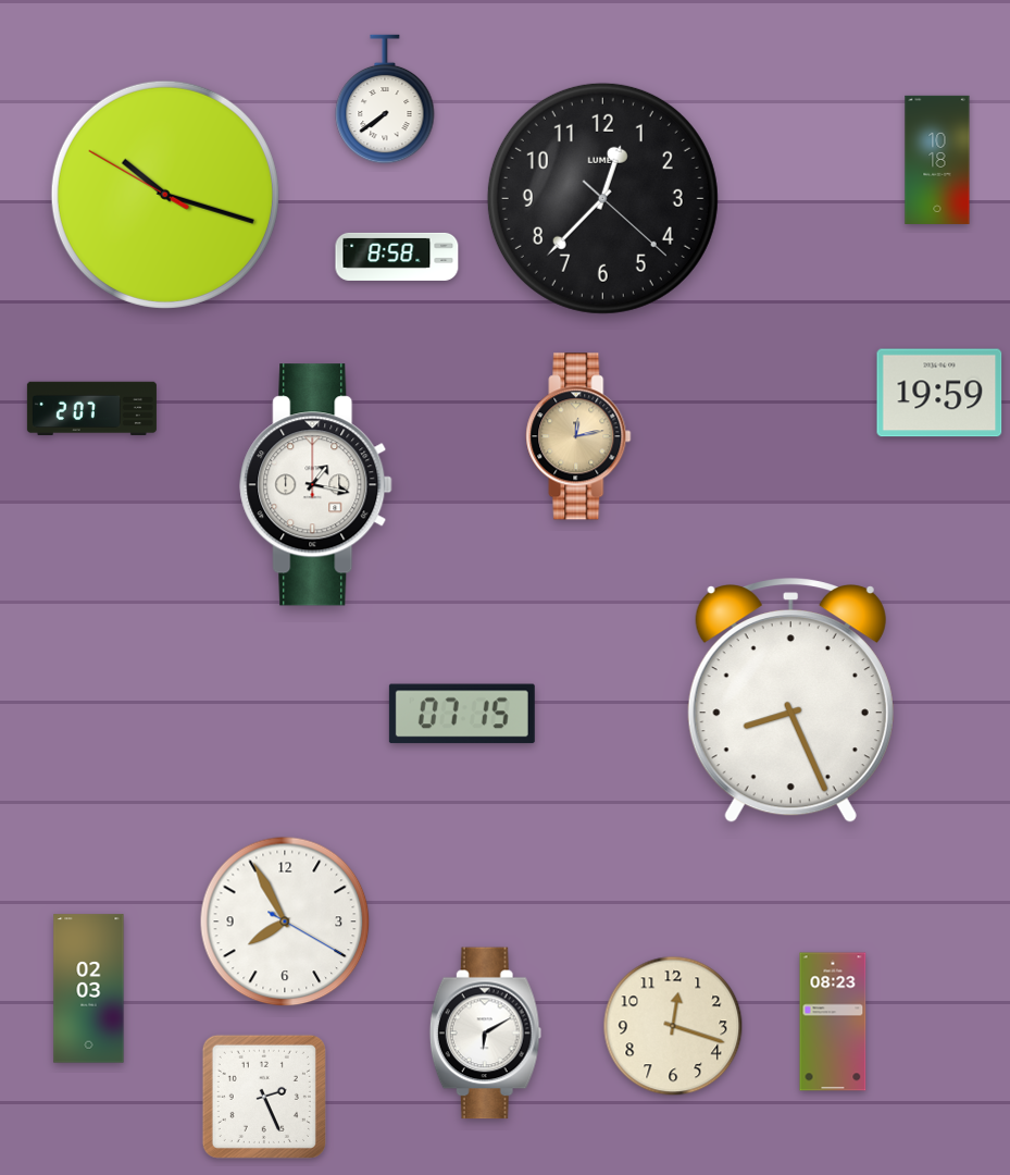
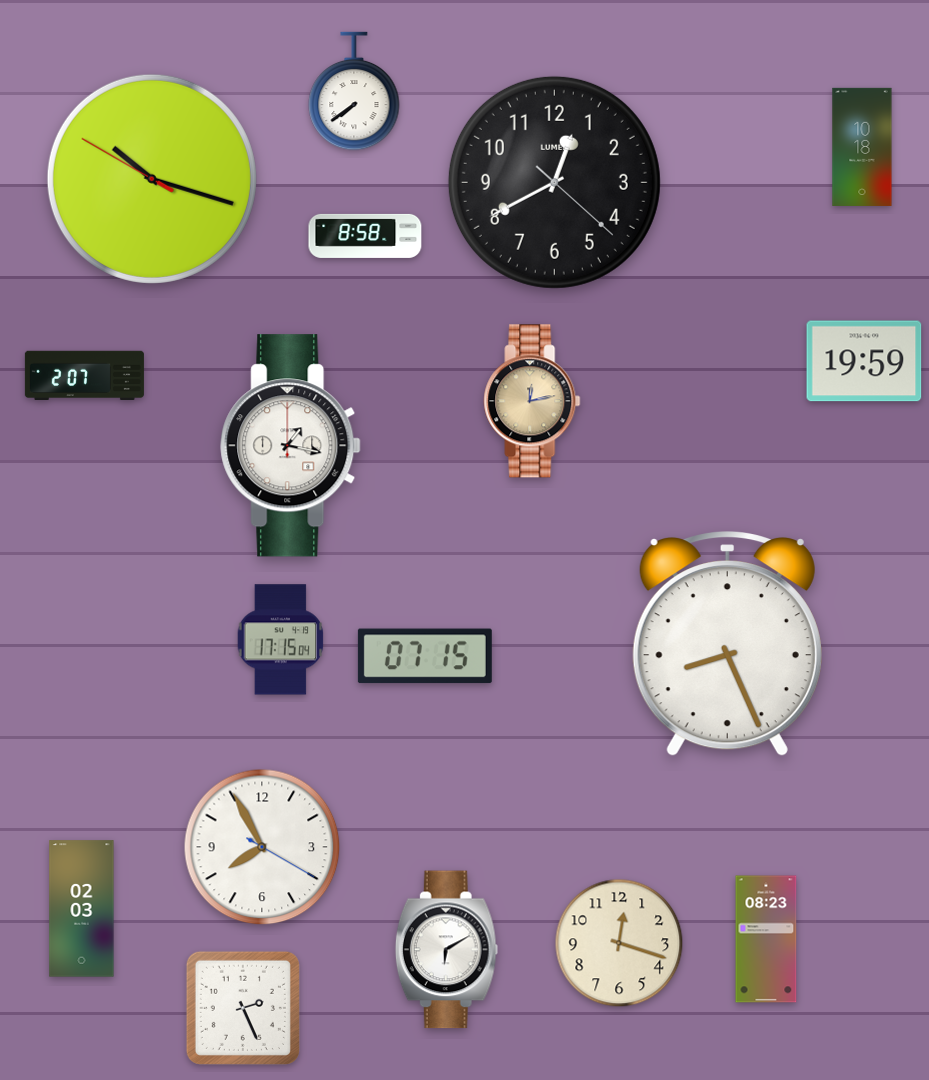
clock at (602, 198): 12:37 -> 12:40
clock at (281, 640): none -> 17:15
